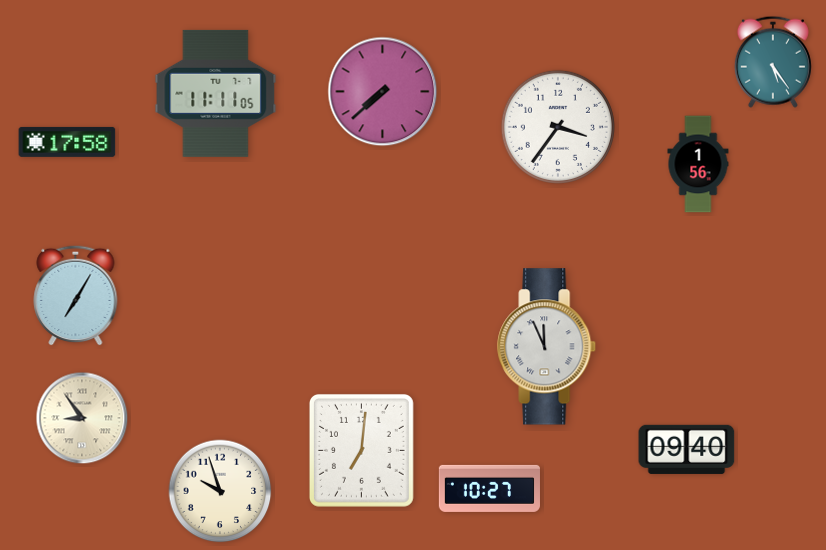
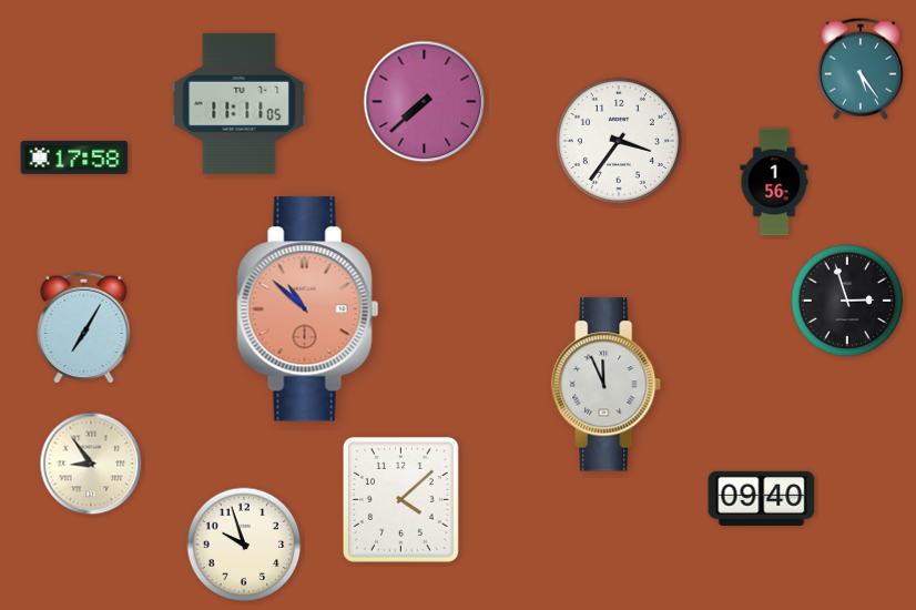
clock at (773, 62) position: (773, 62) -> (861, 69)
clock at (847, 301): none -> 2:57
clock at (308, 309): none -> 10:52
clock at (361, 450): 7:01 -> 4:08
clock at (489, 488): 10:27 -> none
